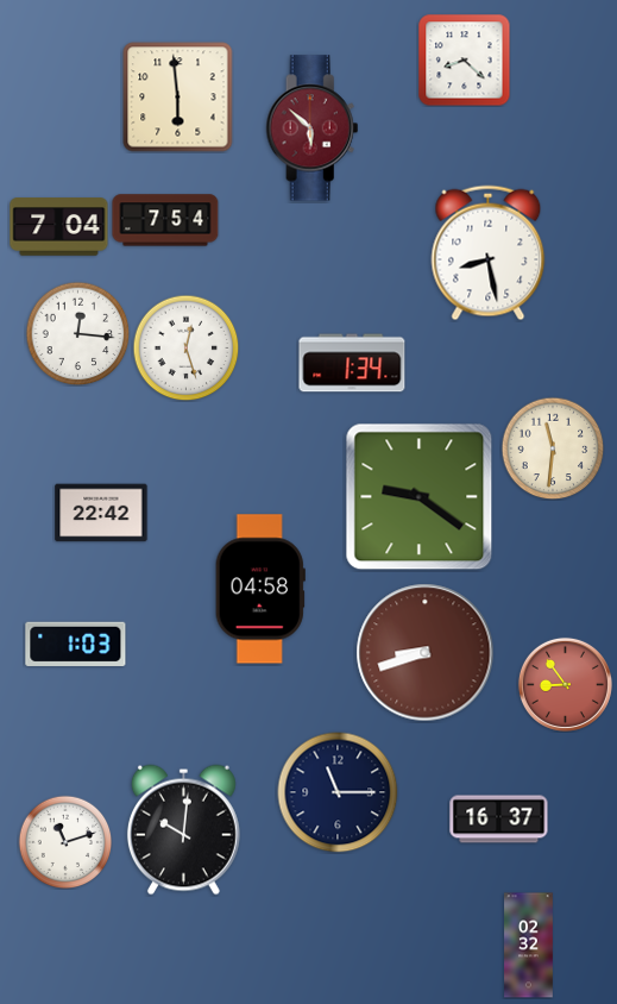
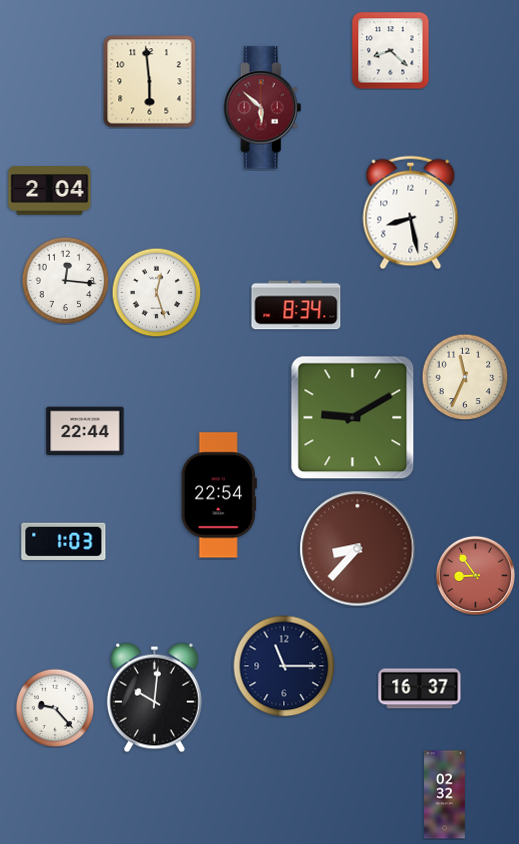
clock at (165, 220): 7:54 -> none
clock at (59, 227): 7:04 -> 2:04
clock at (352, 363): 1:34 -> 8:34
clock at (553, 448): 11:31 -> 11:34
clock at (420, 497): 9:21 -> 9:10
clock at (101, 513): 22:42 -> 22:44
clock at (260, 589): 04:58 -> 22:54
clock at (426, 653): 8:42 -> 8:37
clock at (65, 842): 11:12 -> 9:23
